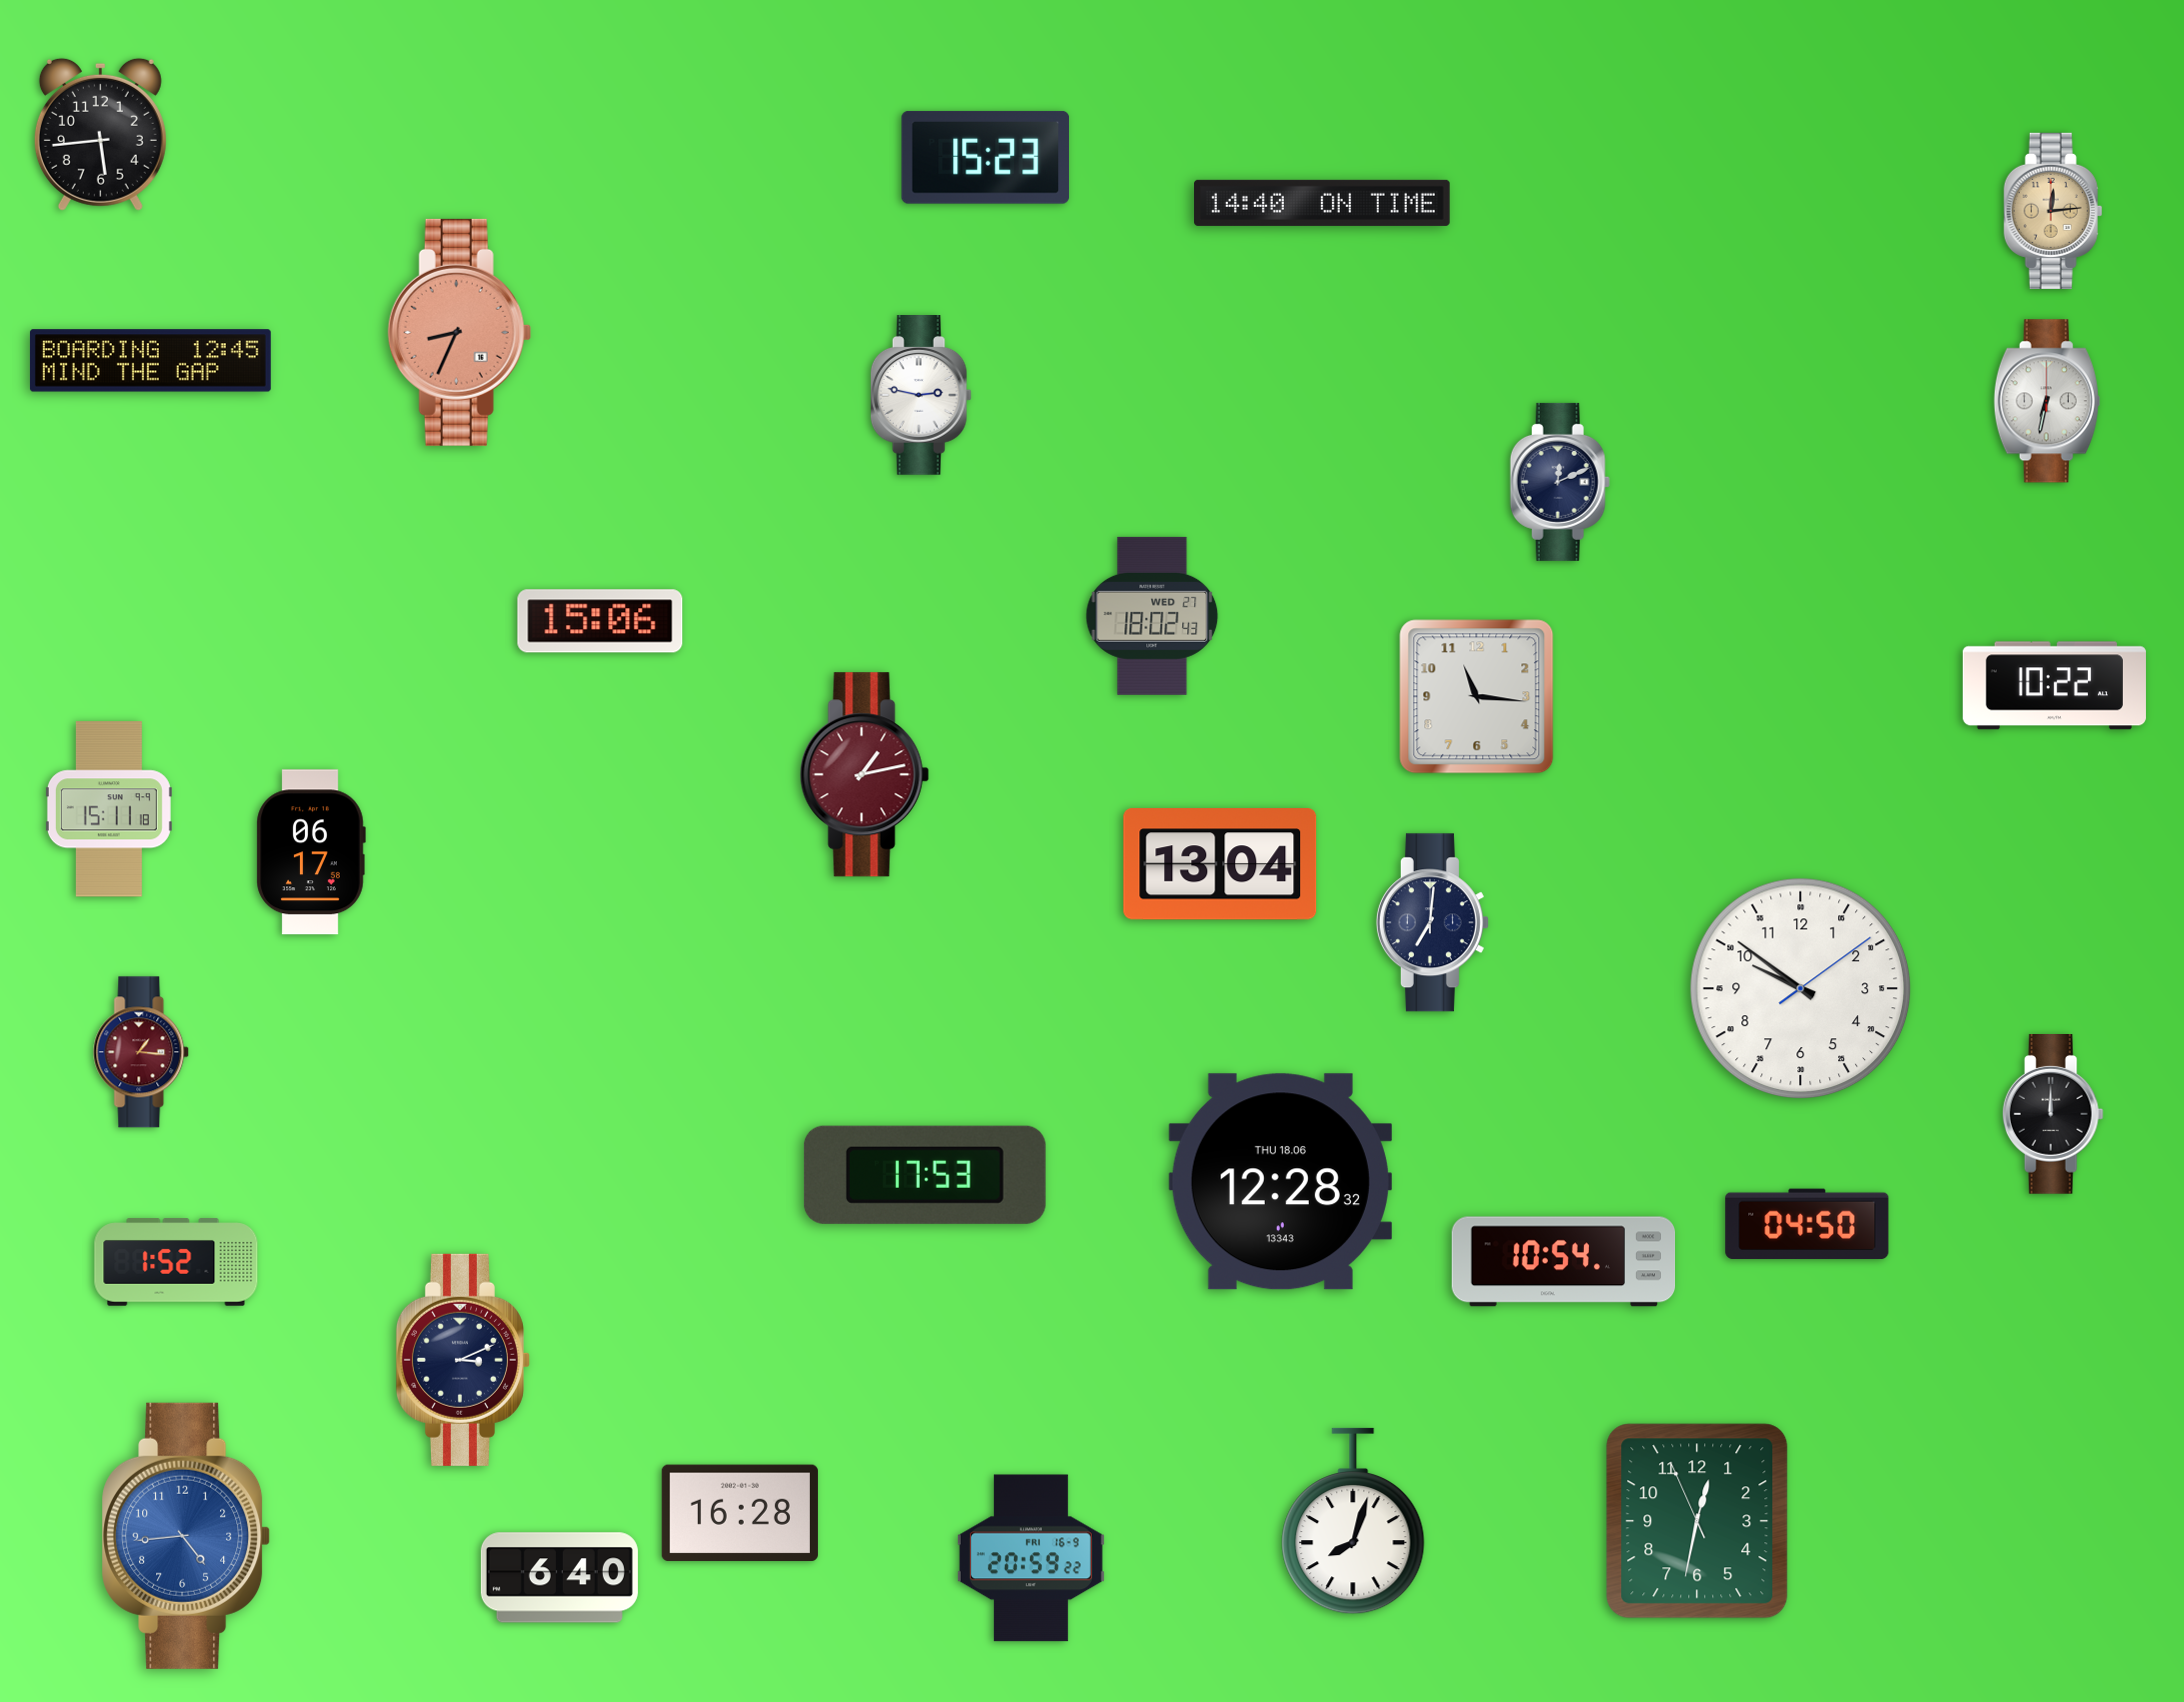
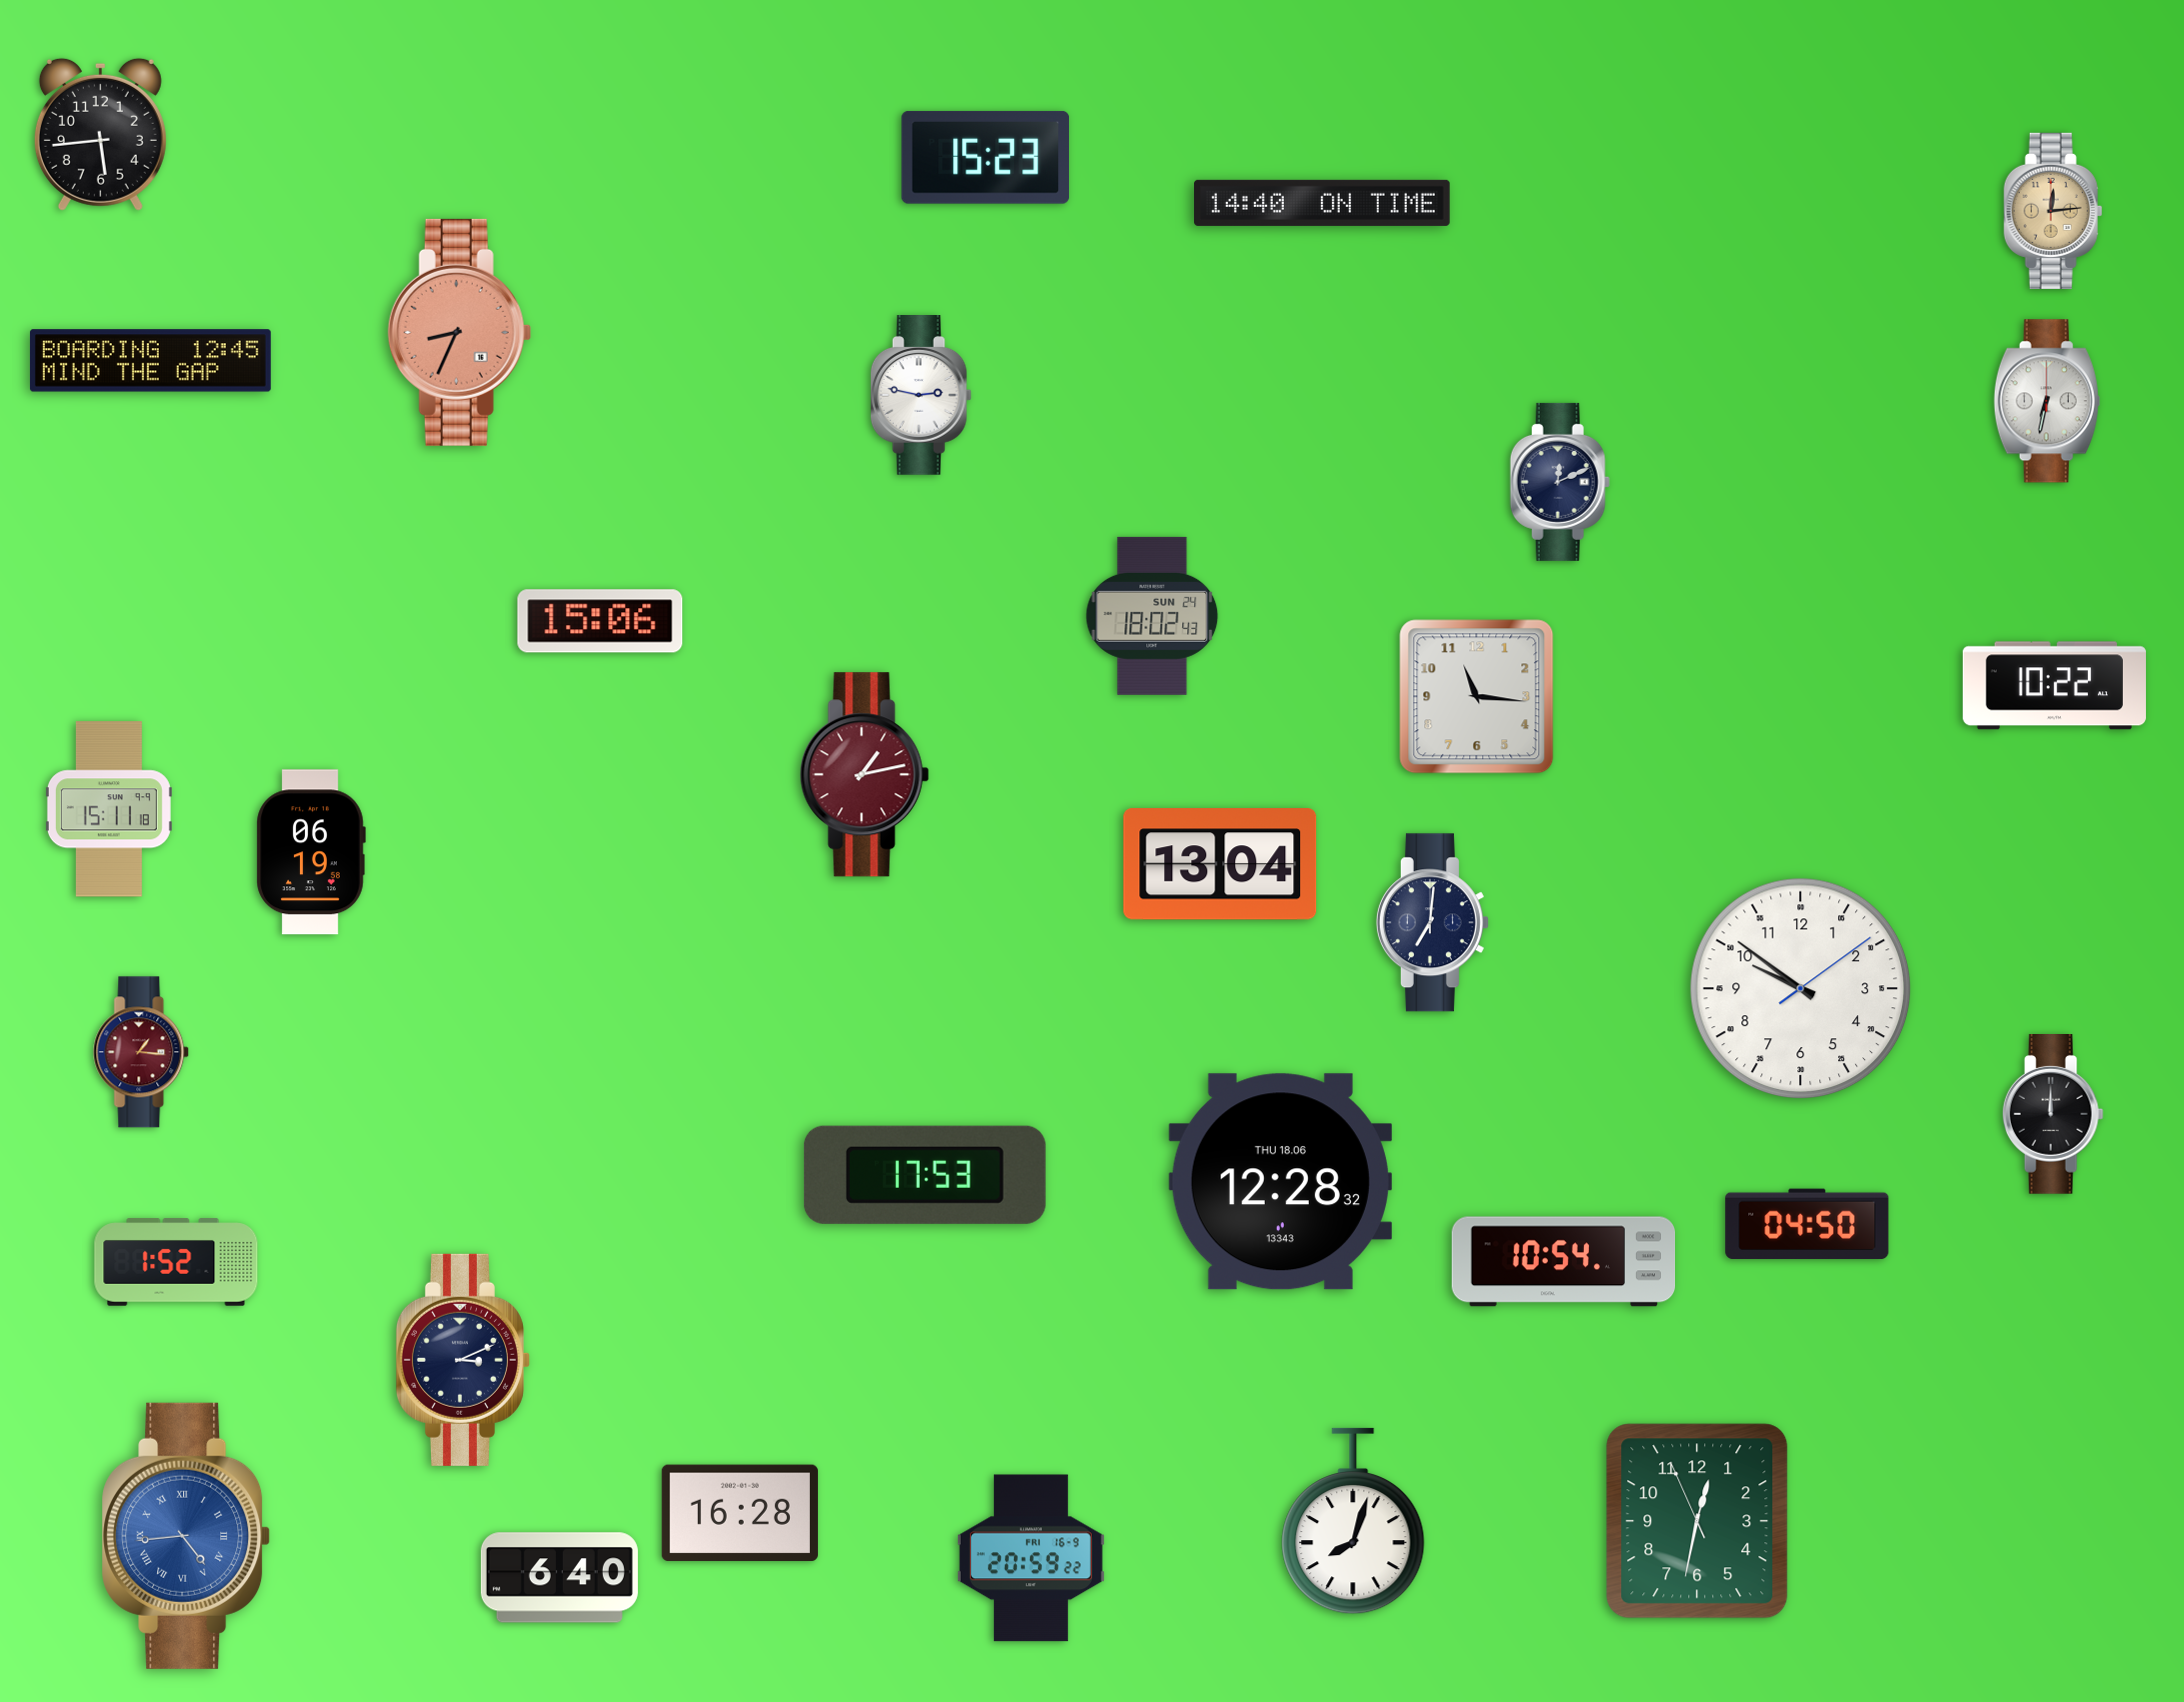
clock at (1152, 616) date: WED 27 -> SUN 24
clock at (311, 852): 06:17 -> 06:19
clock at (186, 1536) numerals: Arabic -> Roman
